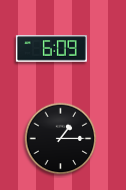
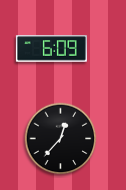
clock at (61, 139): 1:15 -> 12:37
